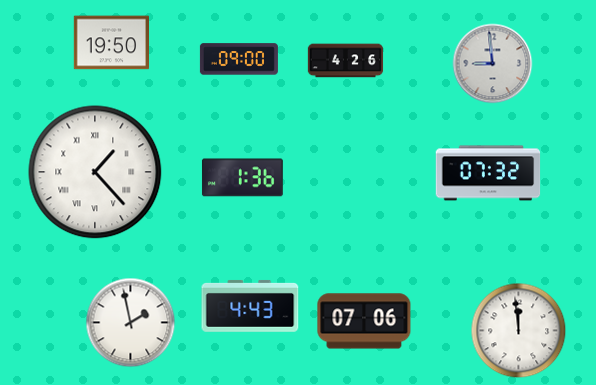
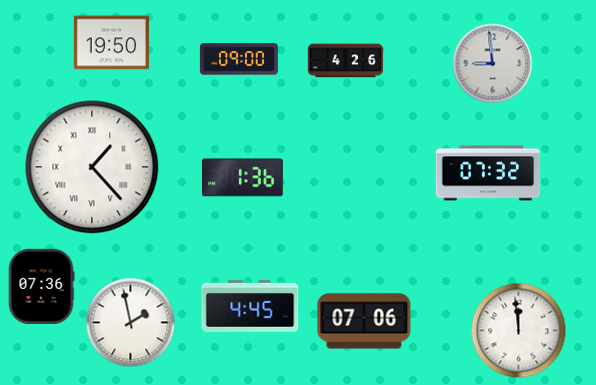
clock at (95, 172) position: (95, 172) -> (92, 167)
clock at (41, 286): none -> 07:36
clock at (250, 306): 4:43 -> 4:45
